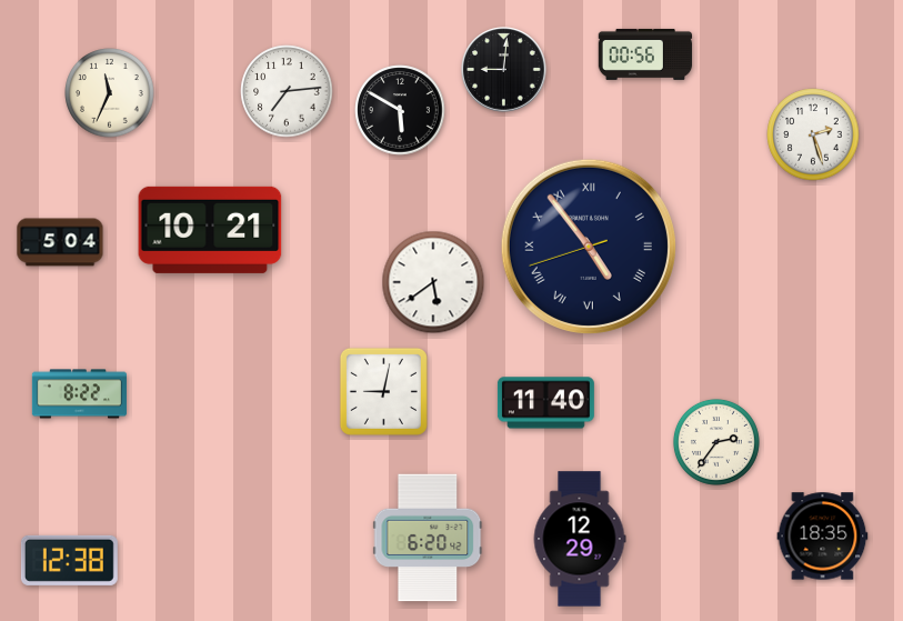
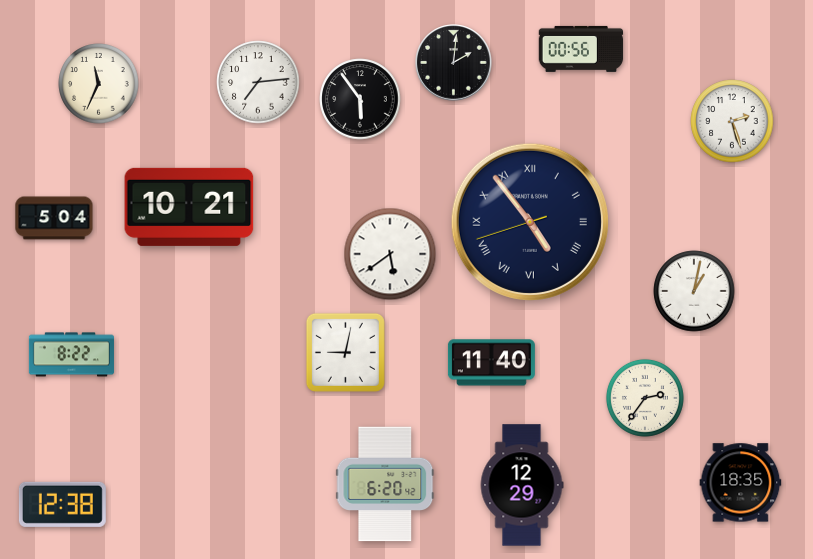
clock at (504, 70): 9:01 -> 2:01
clock at (400, 110): 5:50 -> 5:54
clock at (694, 291): none -> 1:02
